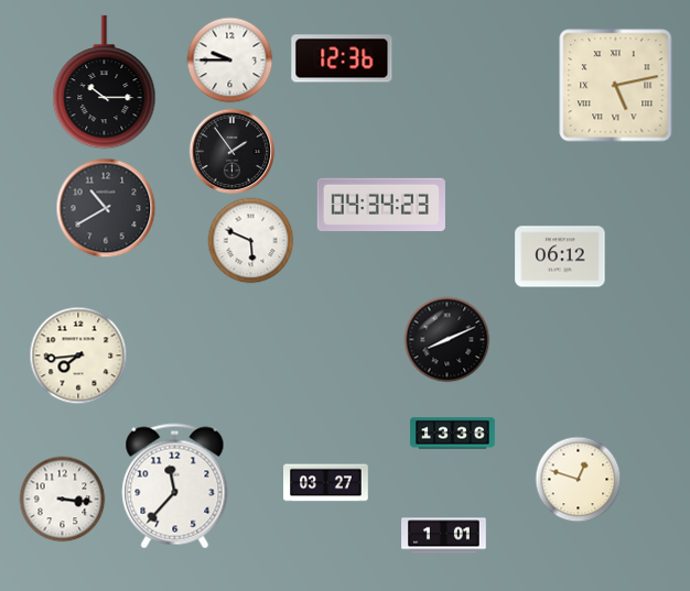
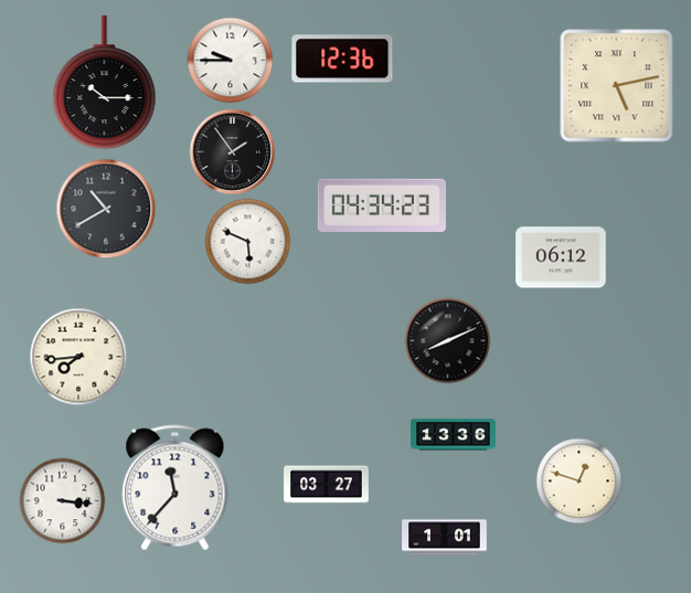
clock at (250, 240) position: (250, 240) -> (247, 241)
